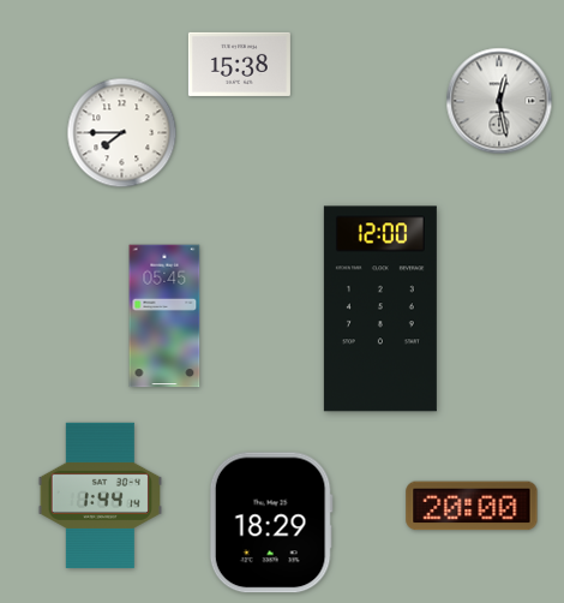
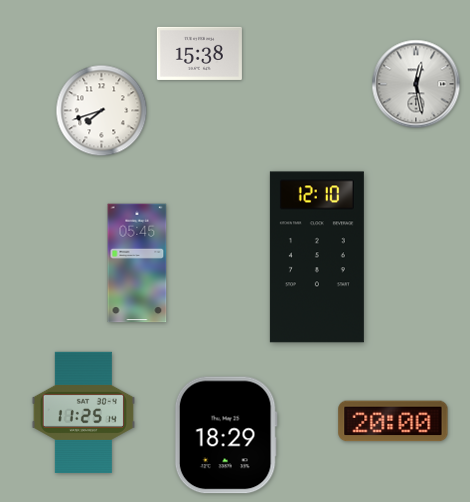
clock at (122, 133): 7:45 -> 7:42
clock at (380, 309): 12:00 -> 12:10
clock at (100, 495): 1:44 -> 11:25
